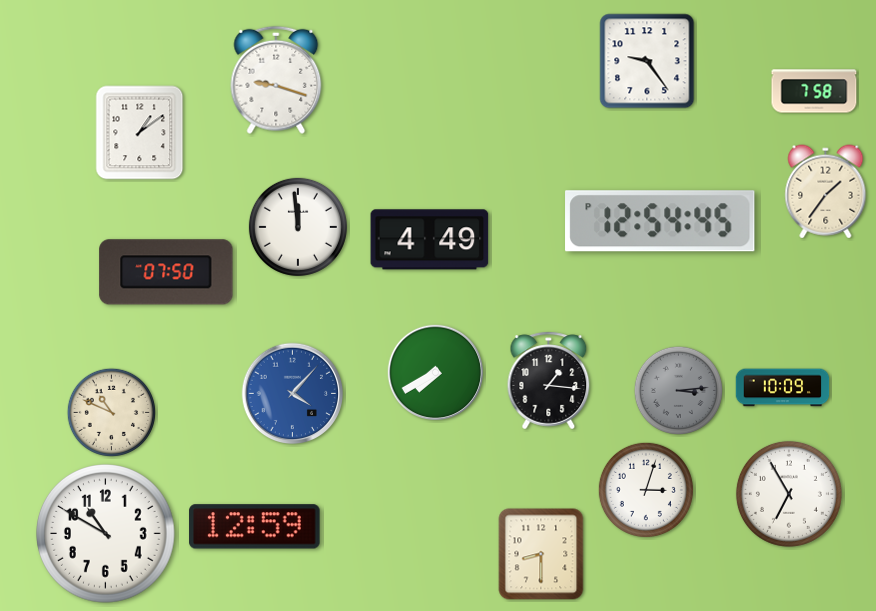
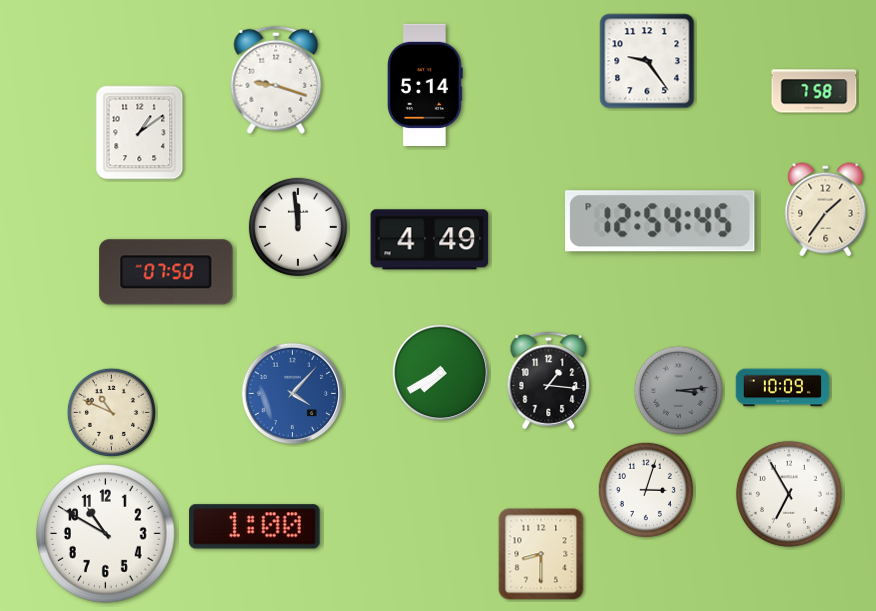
clock at (426, 84): none -> 5:14
clock at (826, 192) position: (826, 192) -> (826, 210)
clock at (435, 372) position: (435, 372) -> (440, 372)
clock at (255, 527): 12:59 -> 1:00
